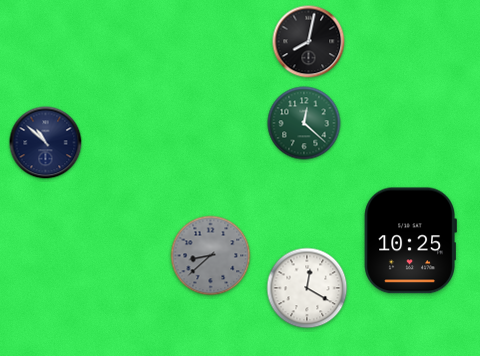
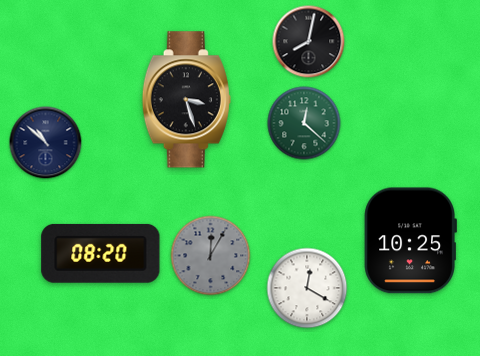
clock at (186, 100): none -> 3:27
clock at (101, 253): none -> 08:20
clock at (211, 256): 8:38 -> 12:05
